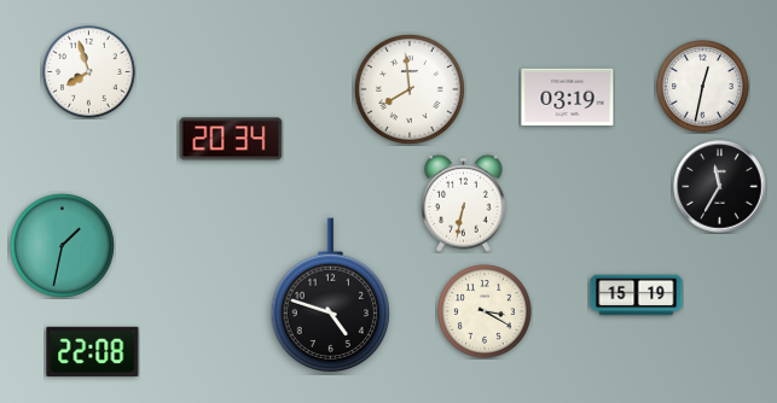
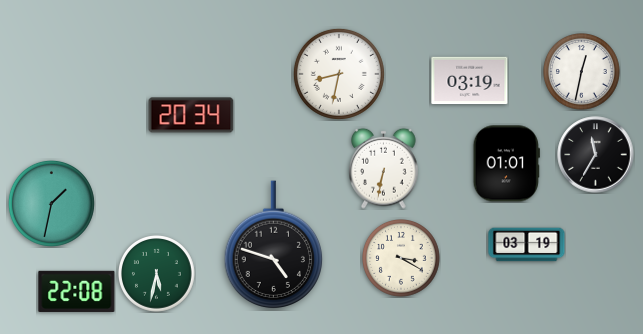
clock at (89, 72): 7:57 -> none
clock at (410, 89): 7:59 -> 8:32
clock at (506, 164): none -> 01:01
clock at (637, 296): 15:19 -> 03:19
clock at (157, 274): none -> 5:32
